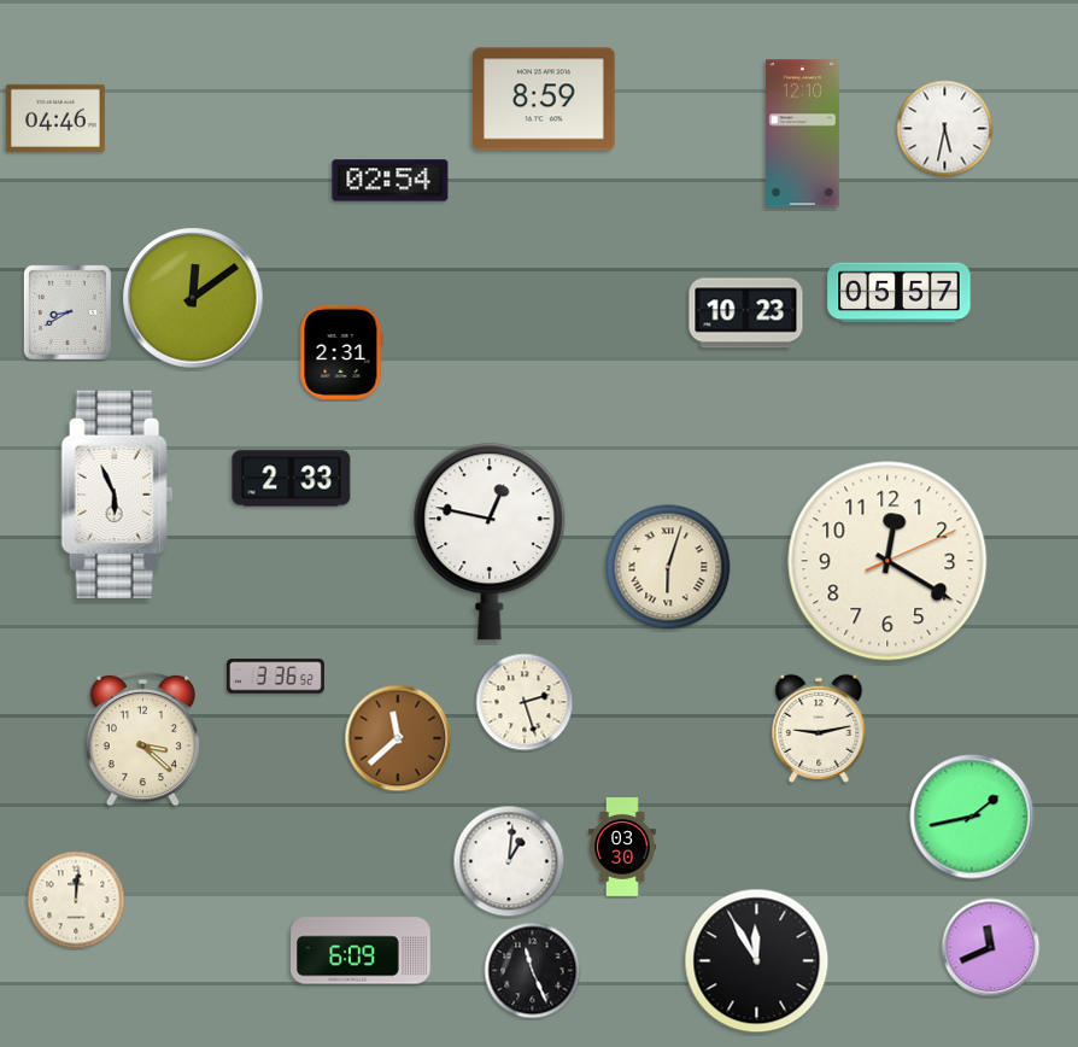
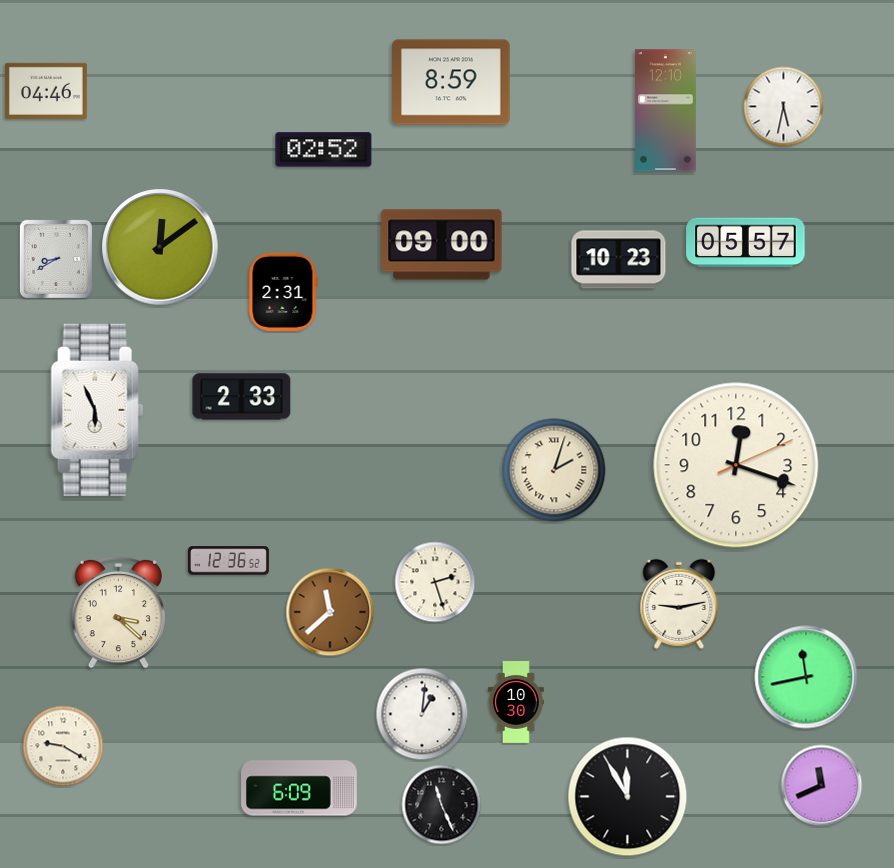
clock at (55, 118) position: (55, 118) -> (46, 91)
clock at (391, 181): 02:54 -> 02:52
clock at (442, 245): none -> 09:00
clock at (490, 542): 12:47 -> none
clock at (887, 561): 12:20 -> 12:18
clock at (668, 567): 6:03 -> 2:03
clock at (275, 677): 3:36 -> 12:36
clock at (972, 817): 1:43 -> 11:43
clock at (622, 848): 03:30 -> 10:30
clock at (76, 900): 12:01 -> 9:20
